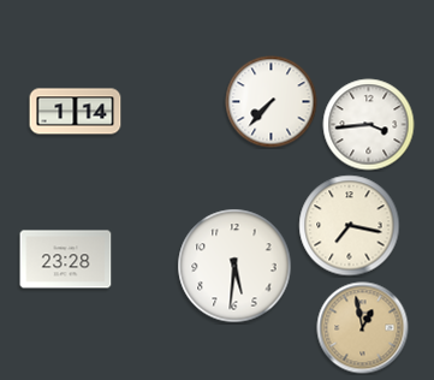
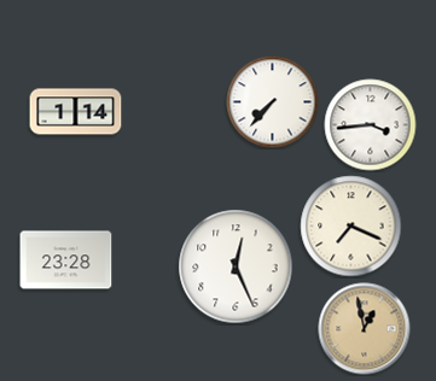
clock at (350, 226): 7:17 -> 7:19
clock at (234, 266): 5:31 -> 12:26
